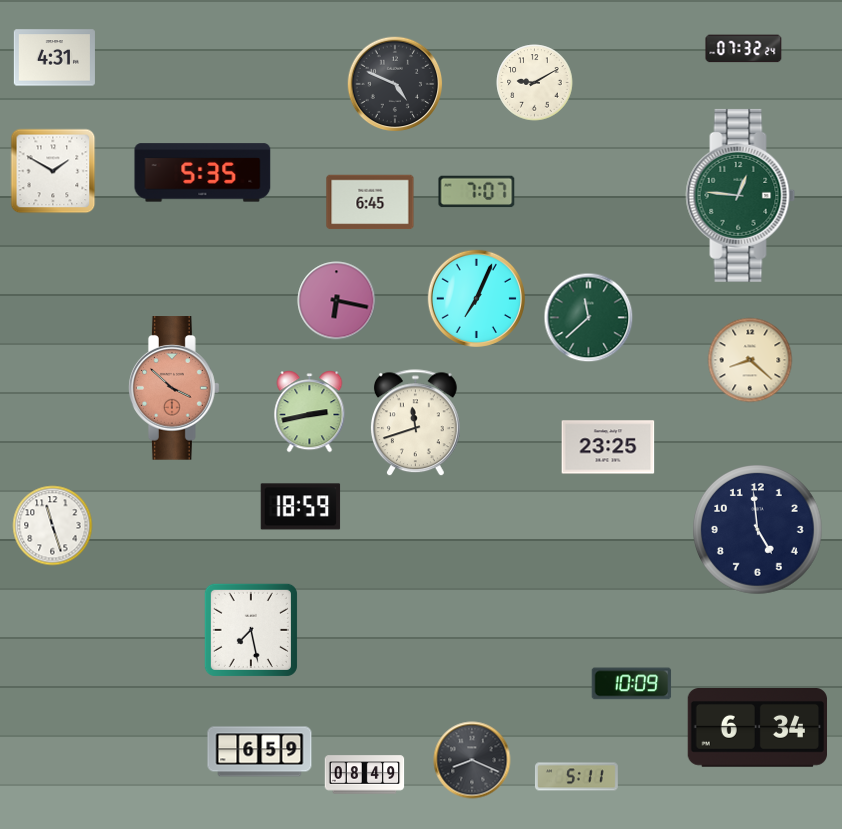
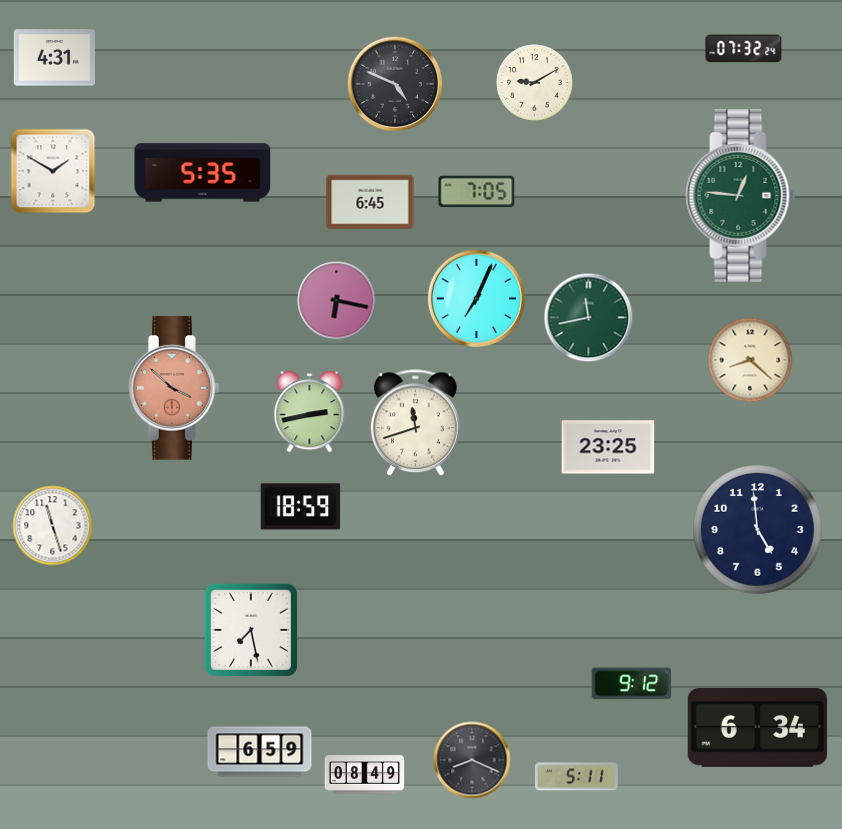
clock at (477, 192): 7:07 -> 7:05
clock at (589, 318): 11:38 -> 11:43
clock at (632, 684): 10:09 -> 9:12
